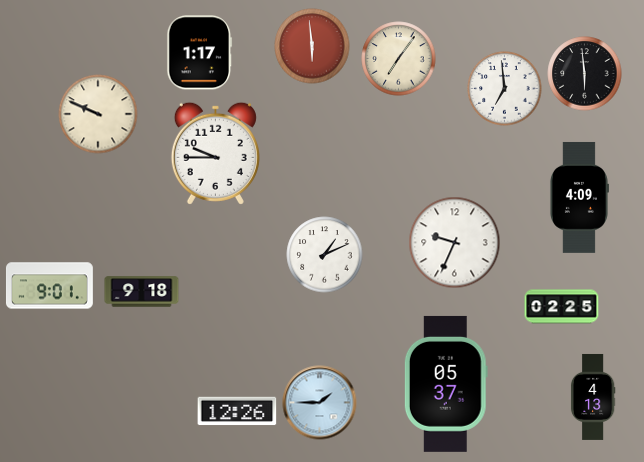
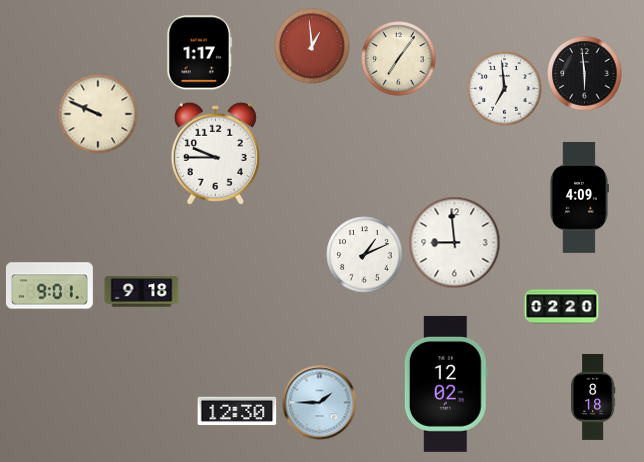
clock at (312, 46): 5:59 -> 12:59
clock at (455, 243): 9:34 -> 8:59
clock at (325, 255) position: (325, 255) -> (365, 255)
clock at (562, 307): 02:25 -> 02:20
clock at (446, 384): 05:37 -> 12:02
clock at (593, 397): 4:13 -> 8:18
clock at (237, 411): 12:26 -> 12:30
